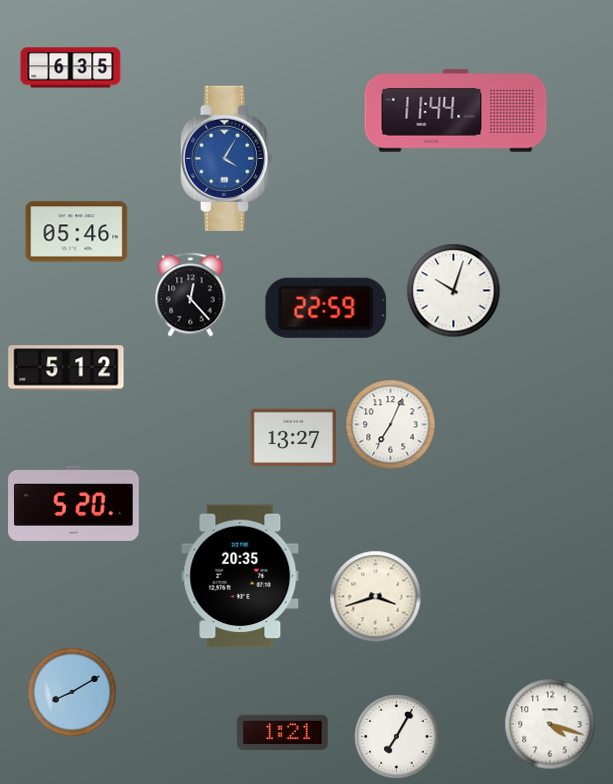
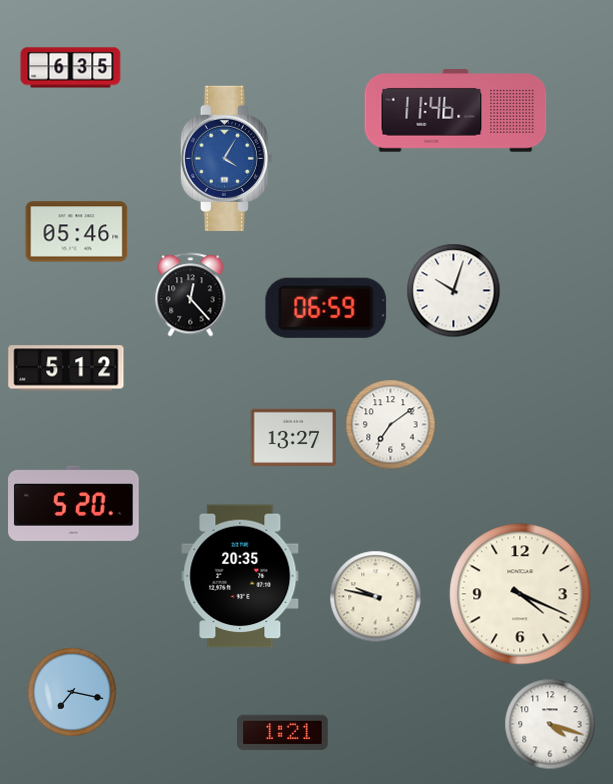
clock at (456, 111): 11:44 -> 11:46
clock at (326, 308): 22:59 -> 06:59
clock at (391, 425): 7:04 -> 7:09
clock at (520, 594): none -> 4:19
clock at (376, 597): 3:42 -> 9:47
clock at (72, 692): 8:10 -> 7:17
clock at (397, 737): 7:05 -> none
